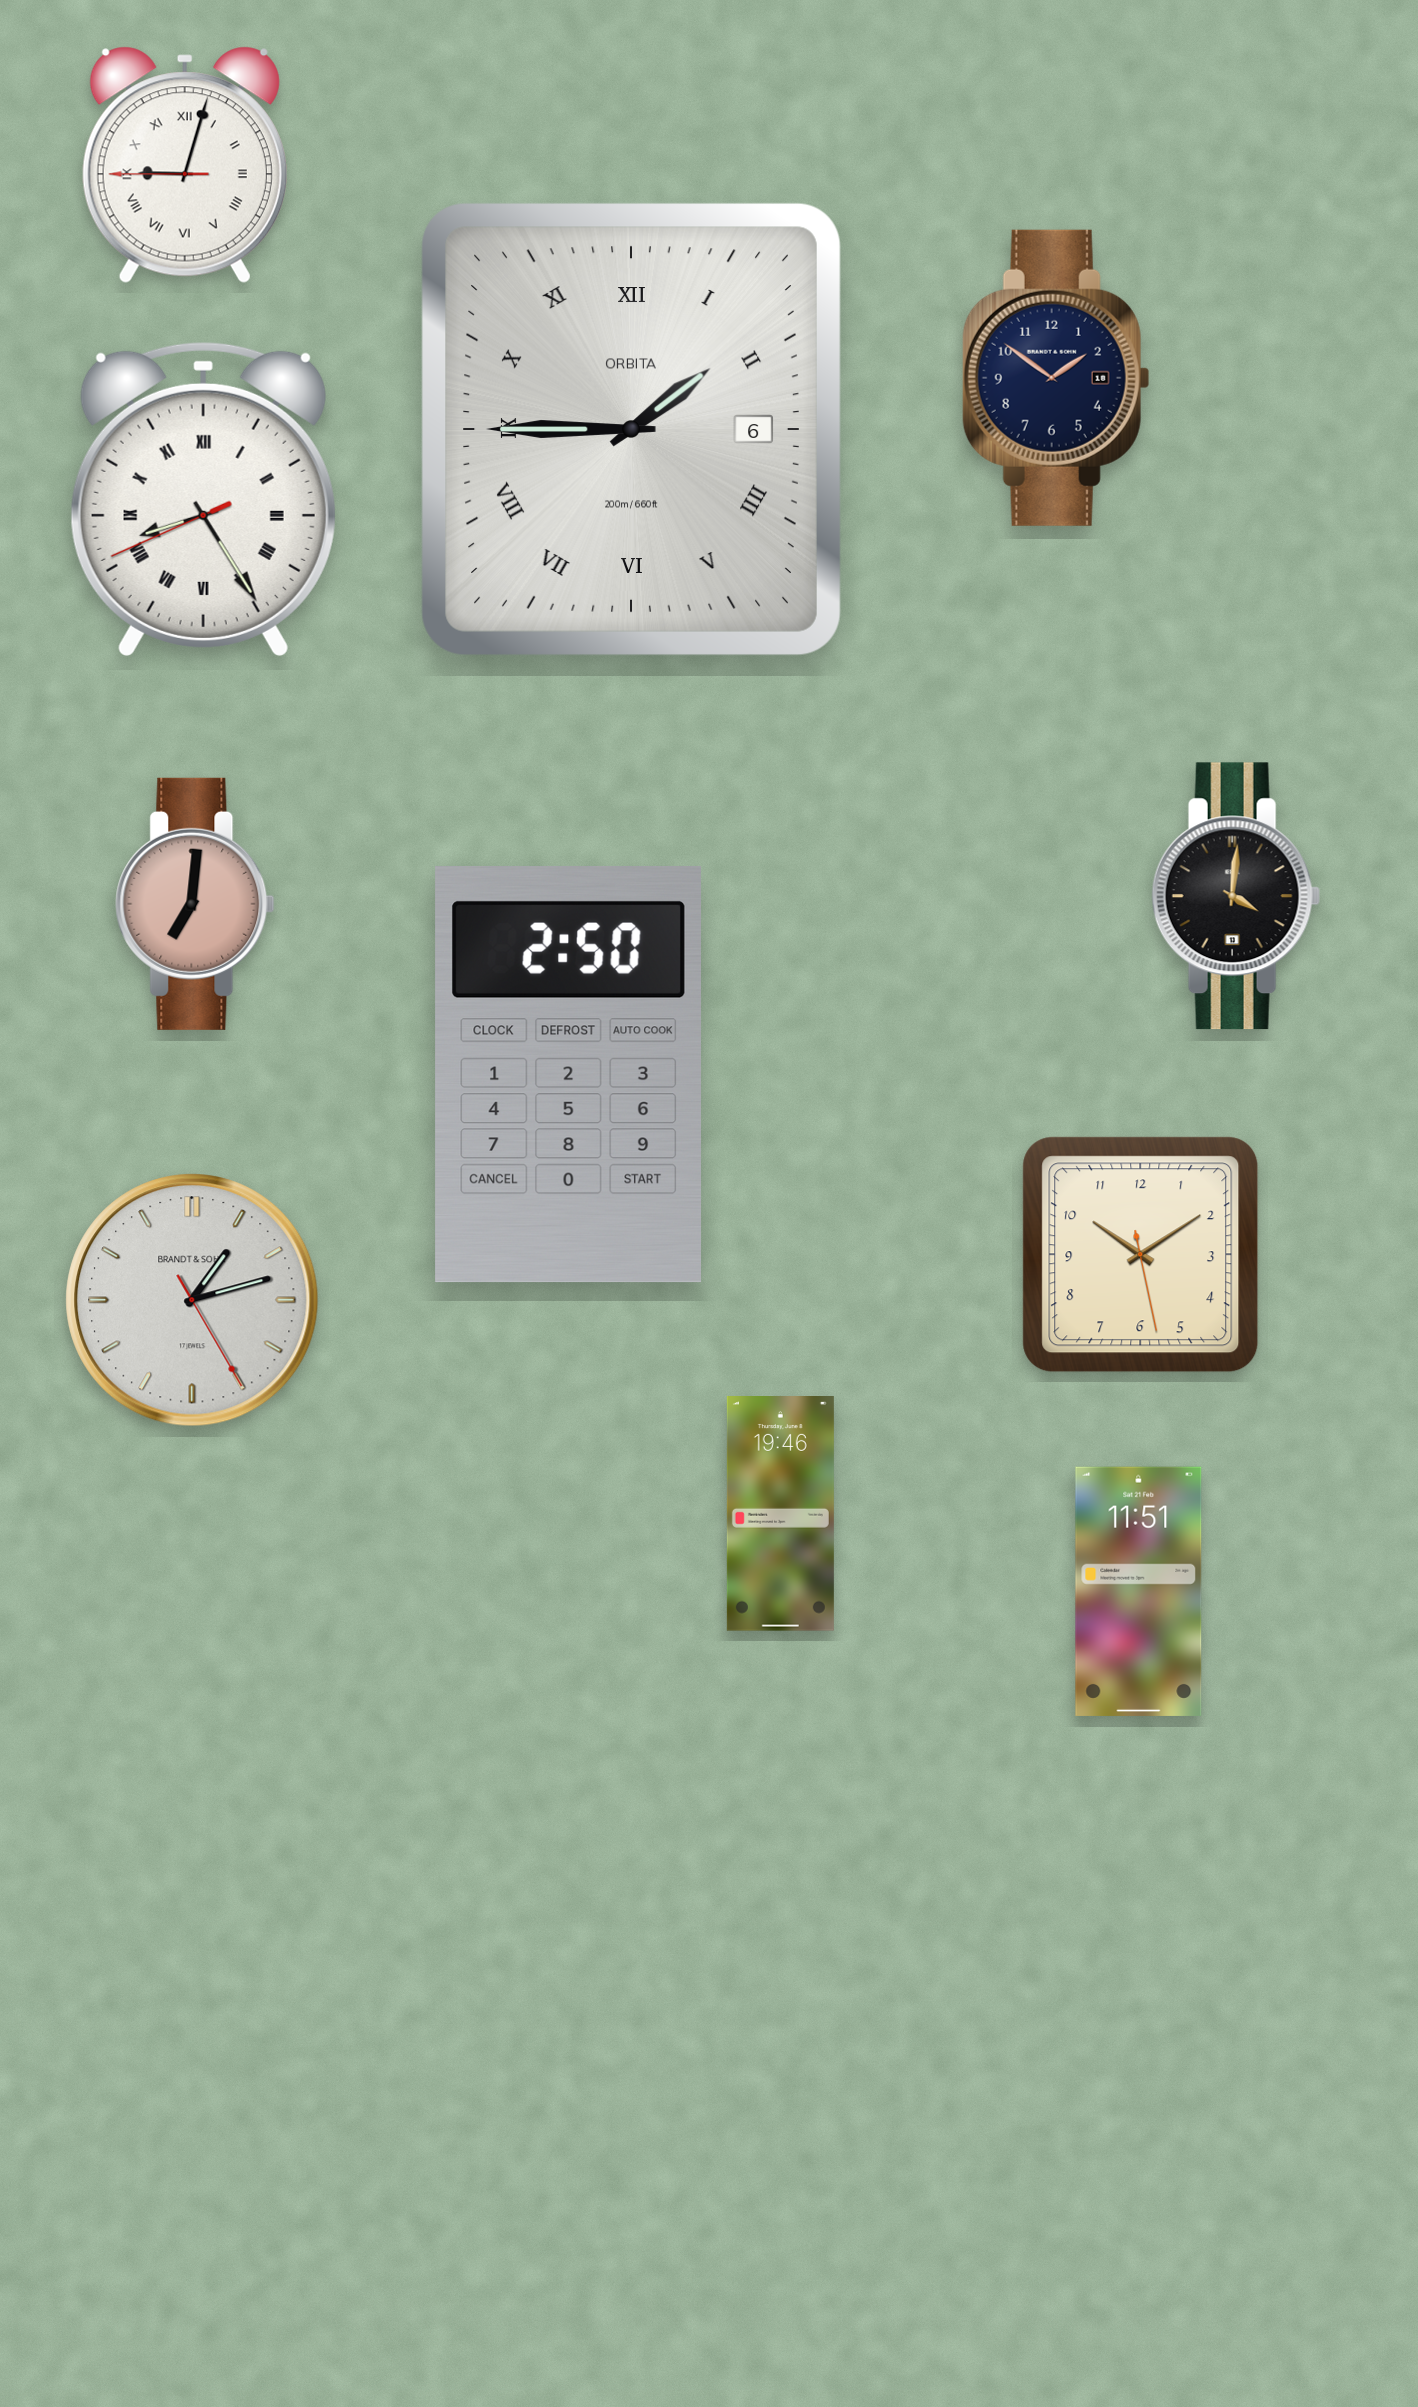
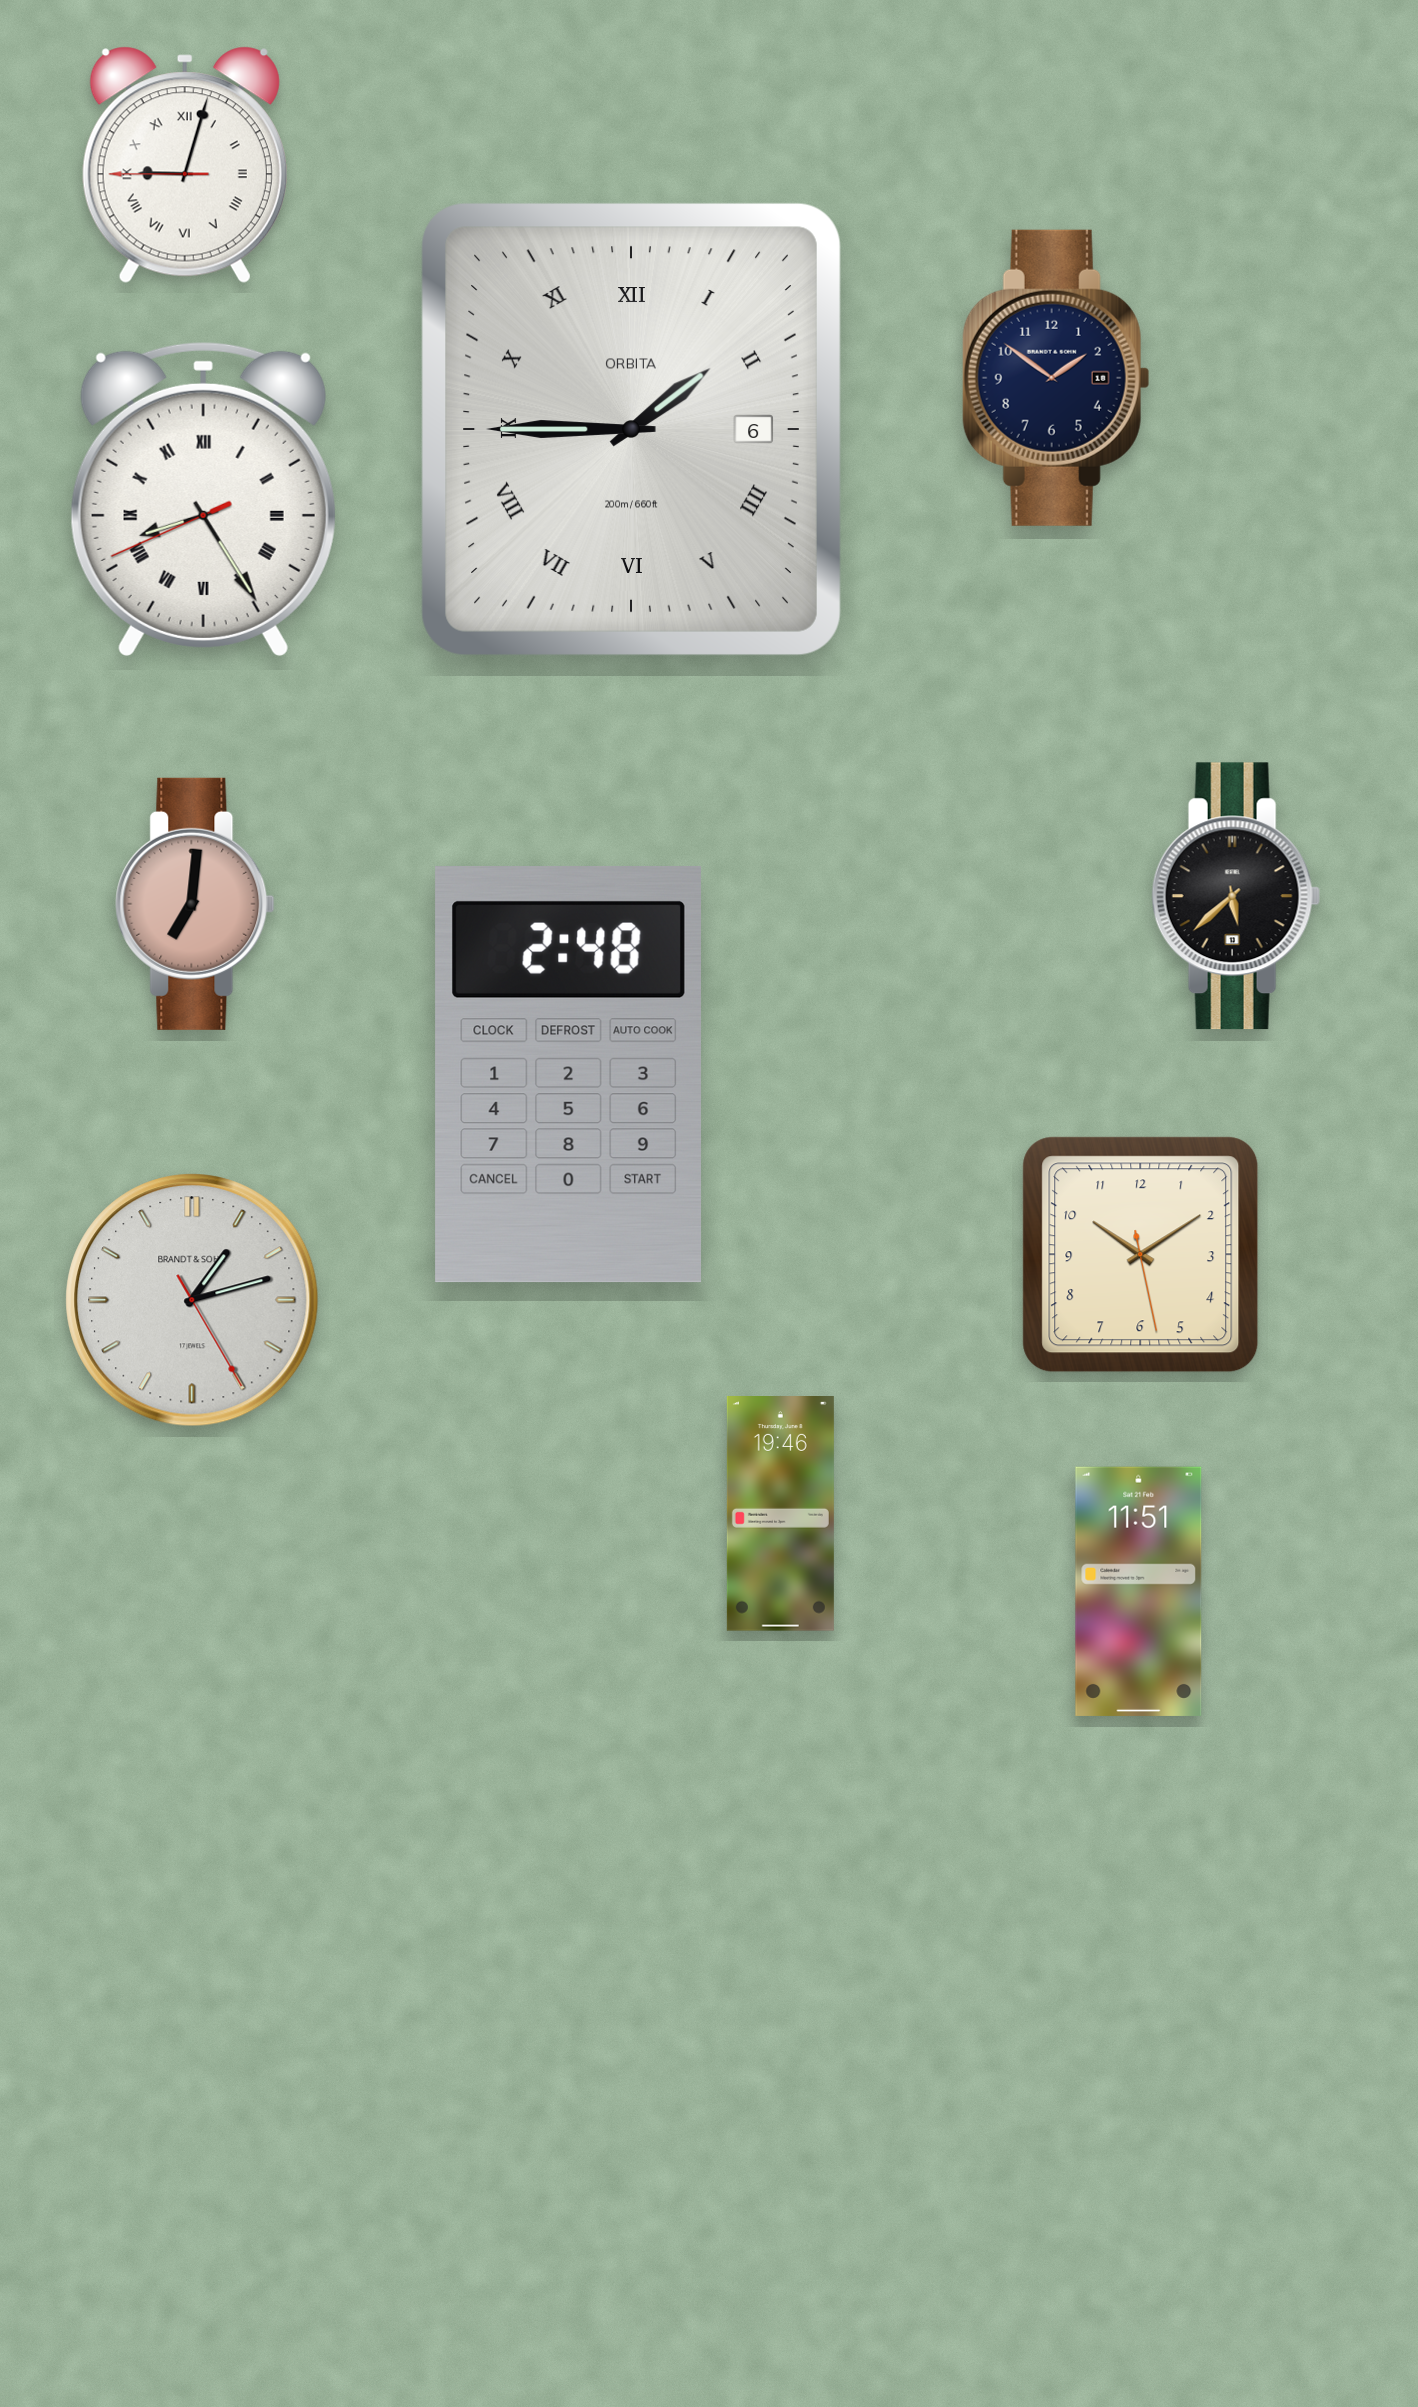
clock at (1236, 896): 4:01 -> 5:38
clock at (568, 1075): 2:50 -> 2:48
